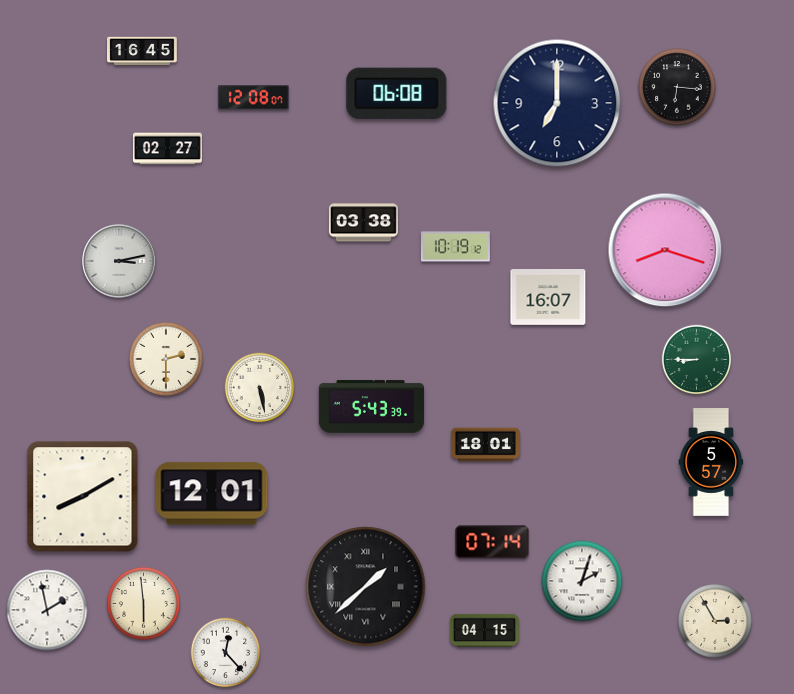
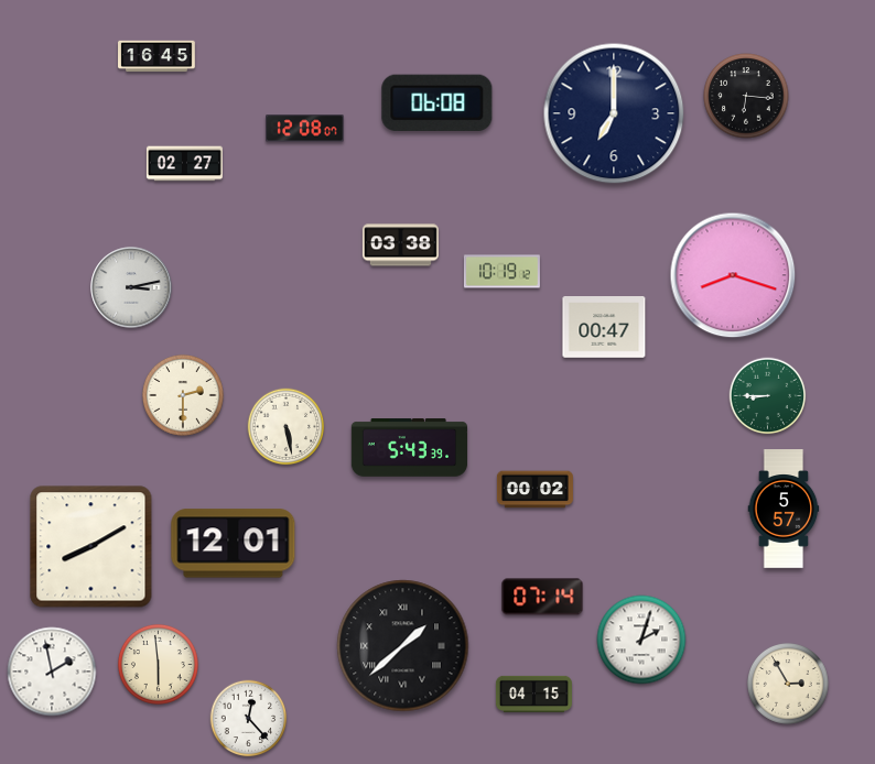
clock at (254, 98) position: (254, 98) -> (305, 129)
clock at (548, 298): 16:07 -> 00:47
clock at (485, 445): 18:01 -> 00:02
